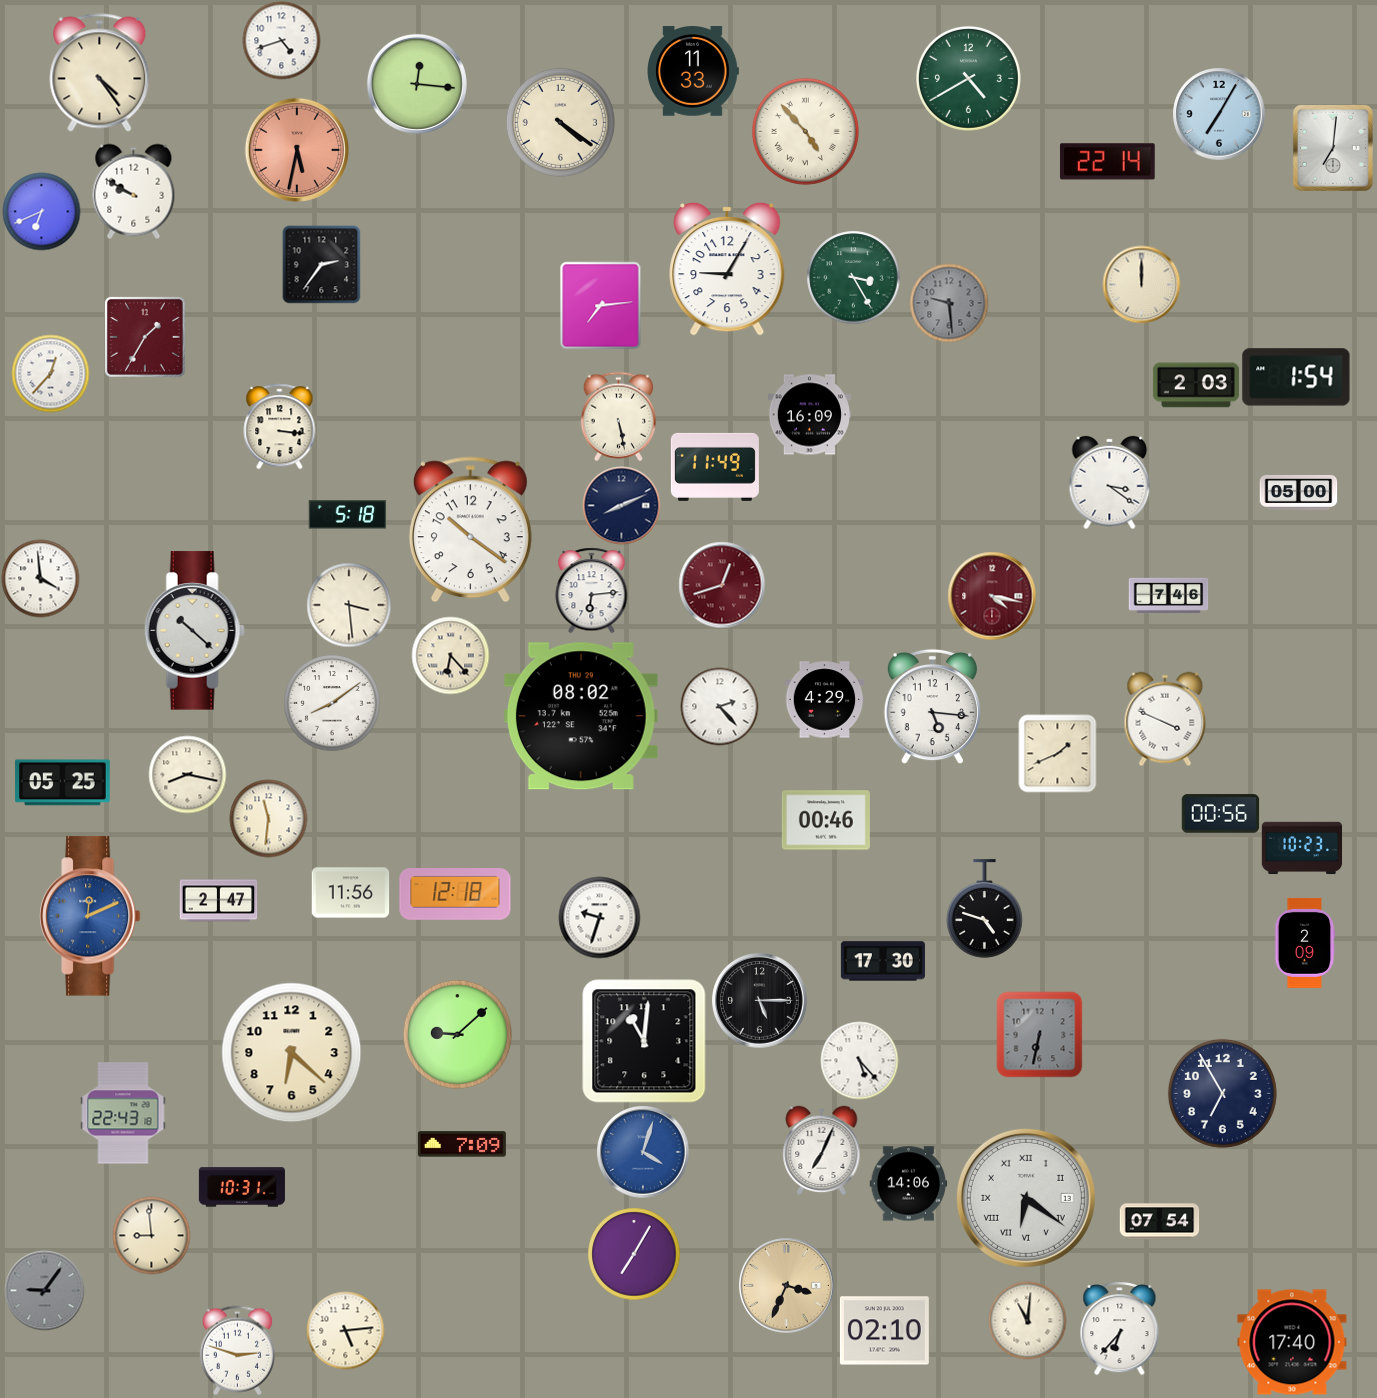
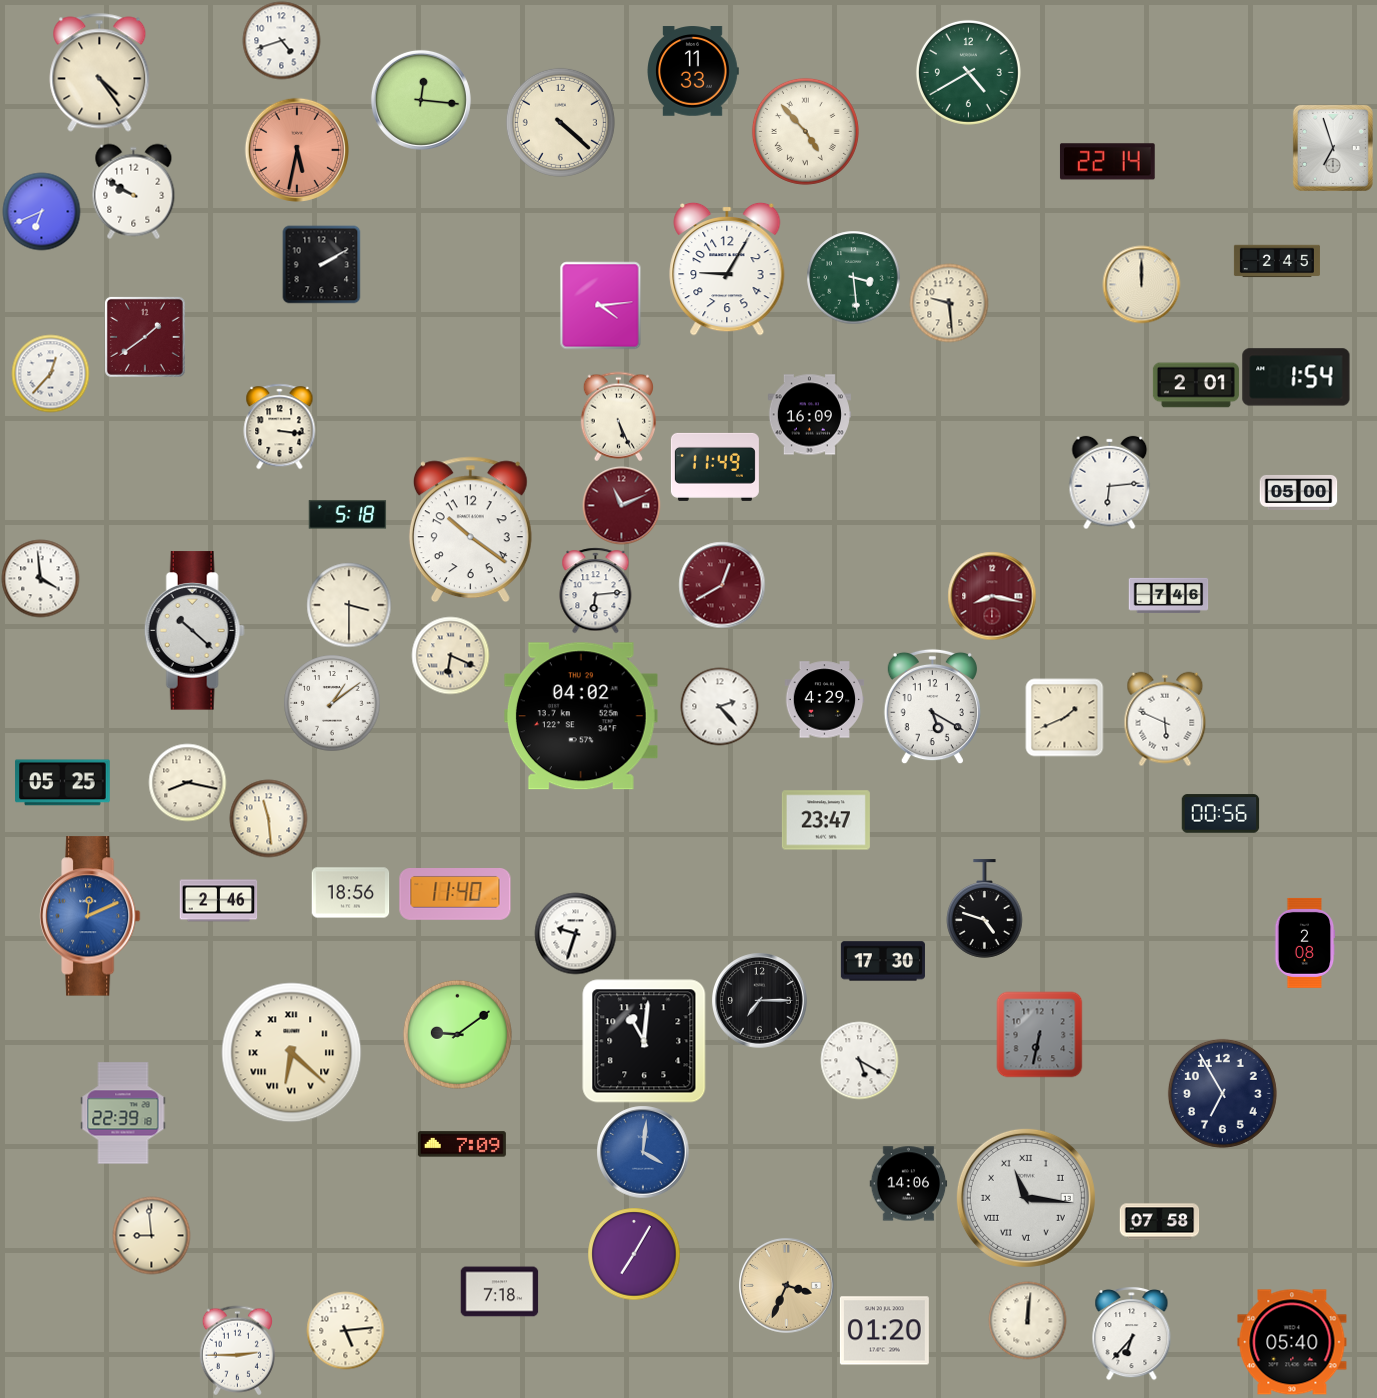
clock at (968, 78) position: (968, 78) -> (968, 72)
clock at (417, 84) position: (417, 84) -> (421, 100)
clock at (1219, 114): 7:05 -> none
clock at (560, 122): 4:21 -> 4:22
clock at (1333, 148): 7:01 -> 6:57
clock at (1277, 261): none -> 2:45
clock at (321, 264): 2:36 -> 2:10
clock at (853, 277): 3:25 -> 3:29
clock at (949, 303) dial: grey -> cream
clock at (601, 305): 7:14 -> 4:14
clock at (145, 337): 1:35 -> 1:39
clock at (1196, 385): 2:03 -> 2:01
clock at (618, 416): 5:28 -> 5:26
clock at (1110, 482): 3:21 -> 6:14
clock at (621, 505): 8:11 -> 11:11
clock at (621, 505) dial: navy -> burgundy
clock at (722, 585): 12:42 -> 12:40
clock at (592, 590) position: (592, 590) -> (596, 590)
clock at (992, 596): 4:17 -> 8:17
clock at (349, 605): 3:29 -> 3:30
clock at (450, 655): 6:23 -> 6:19
clock at (332, 703): 8:09 -> 1:09
clock at (932, 706): 5:16 -> 5:20
clock at (581, 716): 08:02 -> 04:02
clock at (1165, 719): 3:49 -> 5:49
clock at (1057, 753) position: (1057, 753) -> (1064, 717)
clock at (187, 774) position: (187, 774) -> (187, 782)
clock at (268, 818): 11:31 -> 11:29
clock at (826, 820): 00:46 -> 23:47
clock at (1302, 848): 10:23 -> none
clock at (350, 893): 11:56 -> 18:56
clock at (455, 895): 12:18 -> 11:40
clock at (218, 901): 2:47 -> 2:46
clock at (599, 917) position: (599, 917) -> (575, 933)
clock at (1305, 943): 2:09 -> 2:08
clock at (760, 1001): 5:15 -> 7:15
clock at (457, 1034): 9:08 -> 9:09
clock at (292, 1053) numerals: Arabic -> Roman
clock at (859, 1060): 5:23 -> 5:20
clock at (123, 1113): 22:43 -> 22:39
clock at (822, 1150): 7:04 -> none
clock at (643, 1152): 4:03 -> 4:01
clock at (242, 1187): 10:31 -> none
clock at (1026, 1198): 6:21 -> 11:16
clock at (1159, 1222): 07:54 -> 07:58
clock at (44, 1290): 9:06 -> none
clock at (499, 1292): none -> 7:18
clock at (1027, 1320): 11:01 -> 12:01
clock at (1120, 1329) position: (1120, 1329) -> (1132, 1334)
clock at (884, 1331): 02:10 -> 01:20
clock at (1292, 1342): 17:40 -> 05:40
clock at (237, 1350): 2:48 -> 2:45
